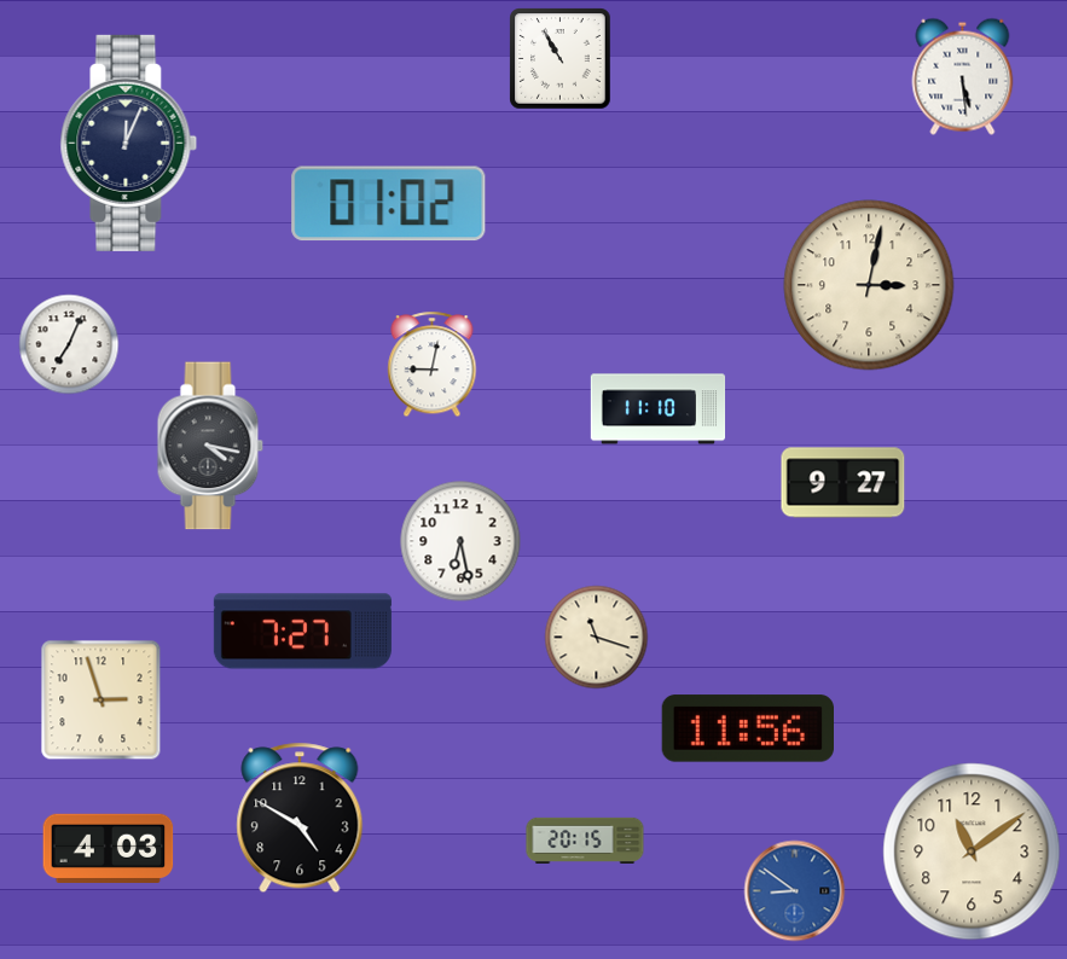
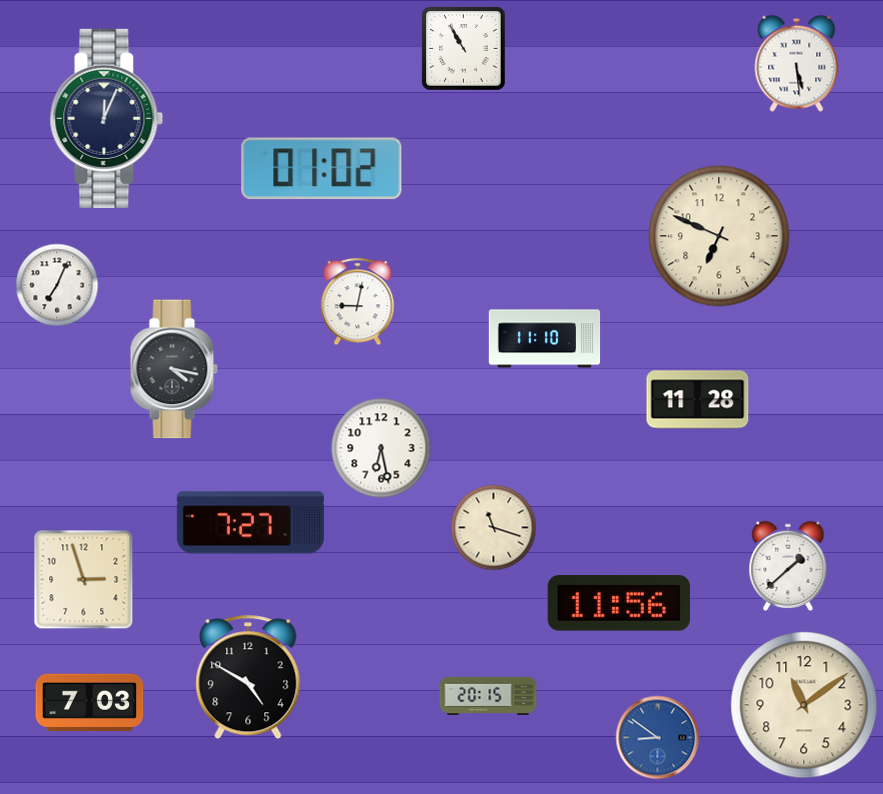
clock at (869, 285): 3:02 -> 6:49
clock at (843, 483): 9:27 -> 11:28
clock at (788, 566): none -> 1:38
clock at (585, 839) position: (585, 839) -> (488, 695)
clock at (109, 848): 4:03 -> 7:03
